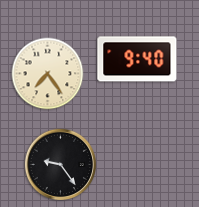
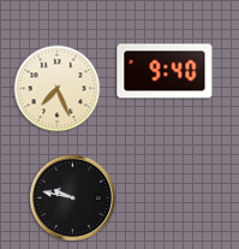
clock at (48, 74): 7:24 -> 7:26
clock at (60, 164): 9:24 -> 9:47
